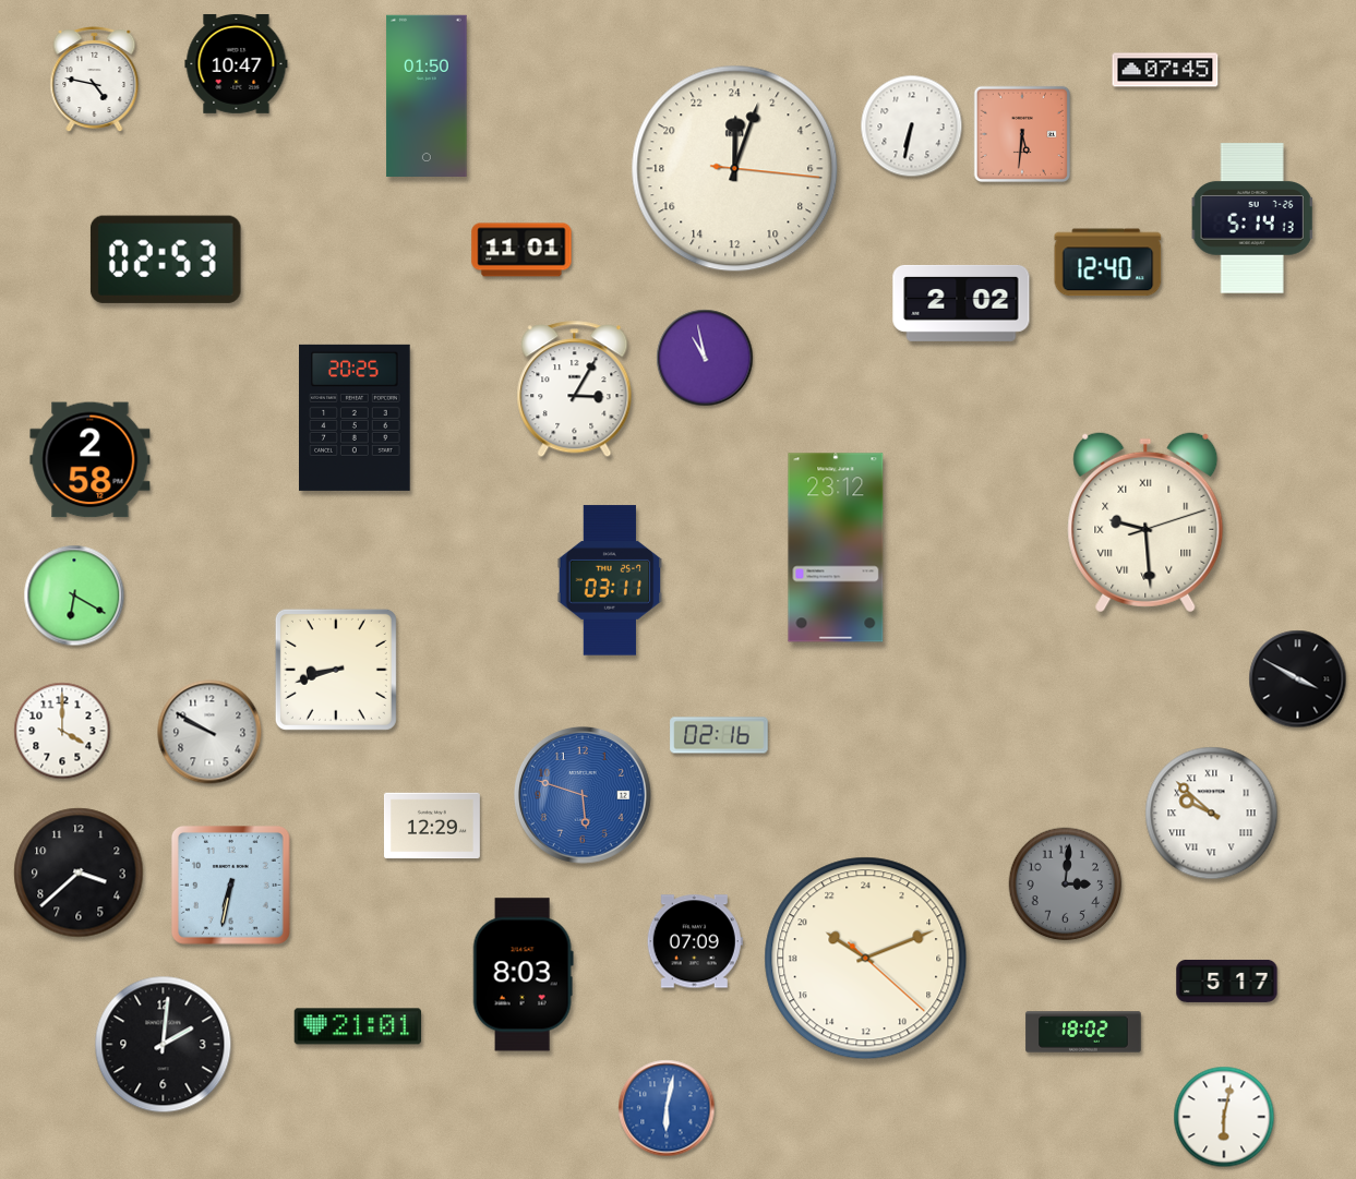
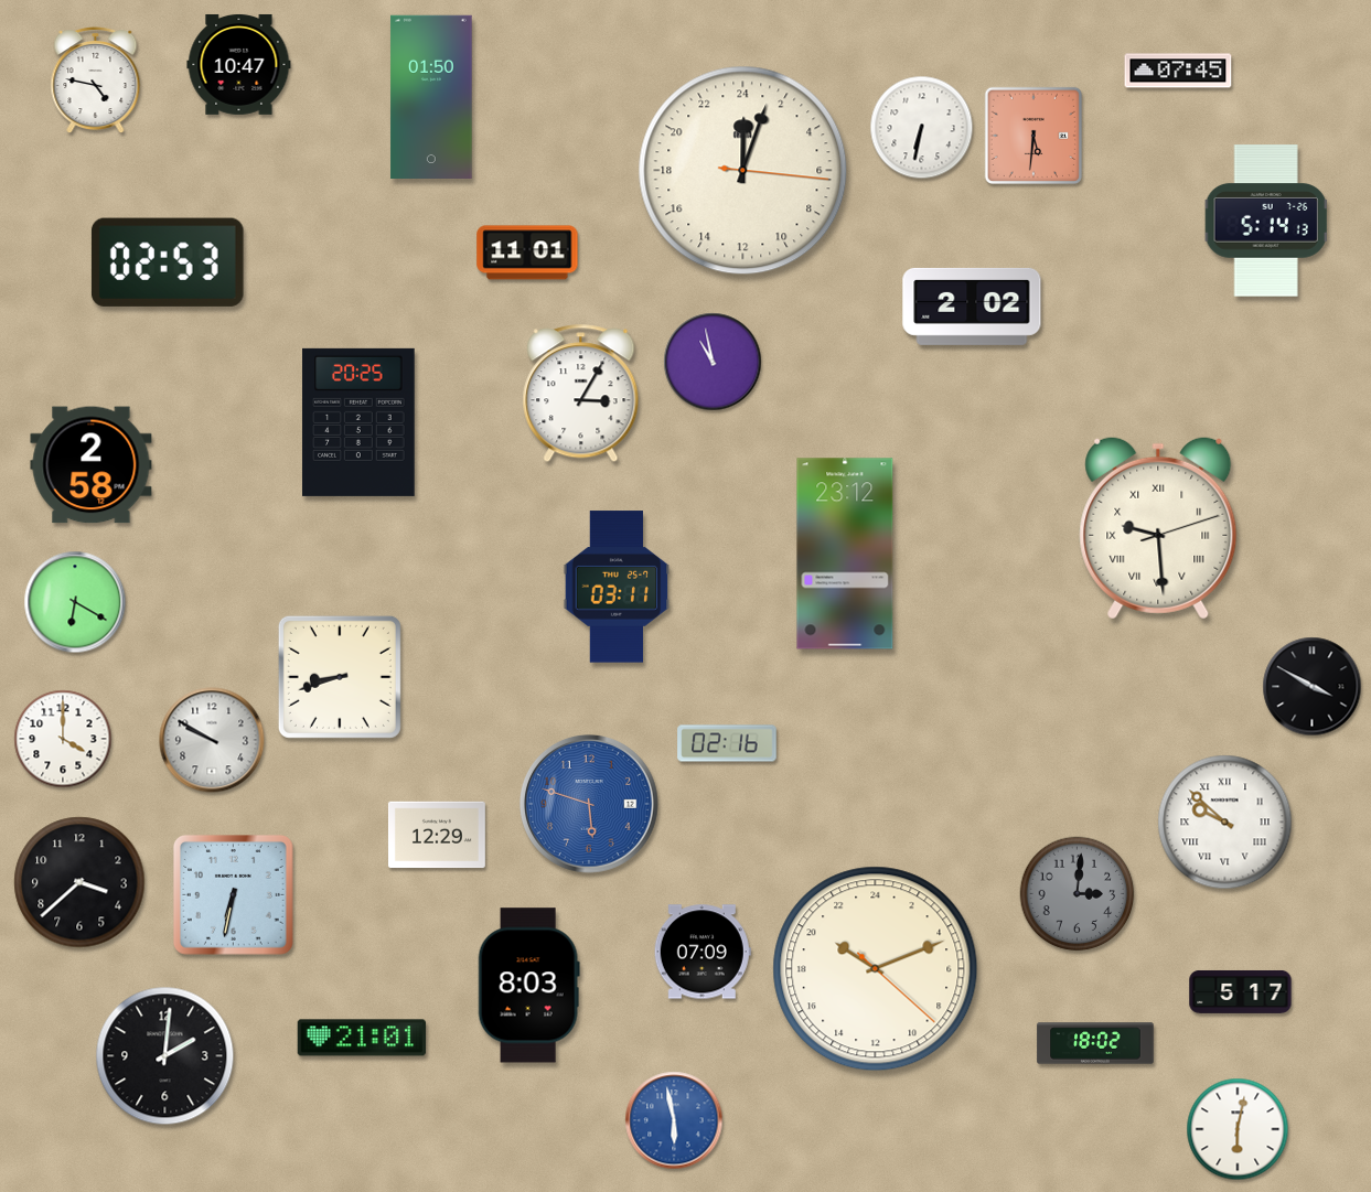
clock at (1108, 263): 12:40 -> none
clock at (667, 1108): 6:02 -> 5:58
